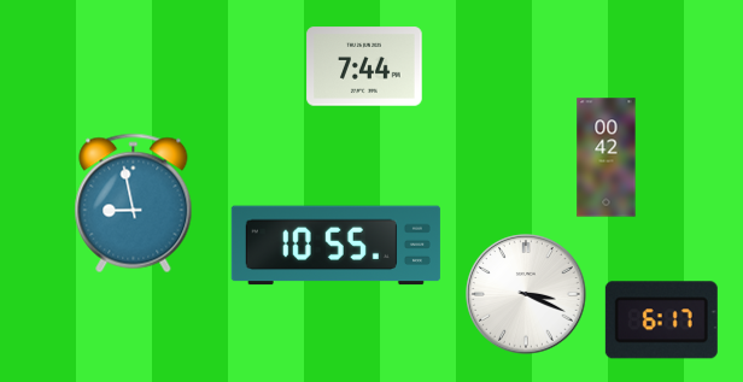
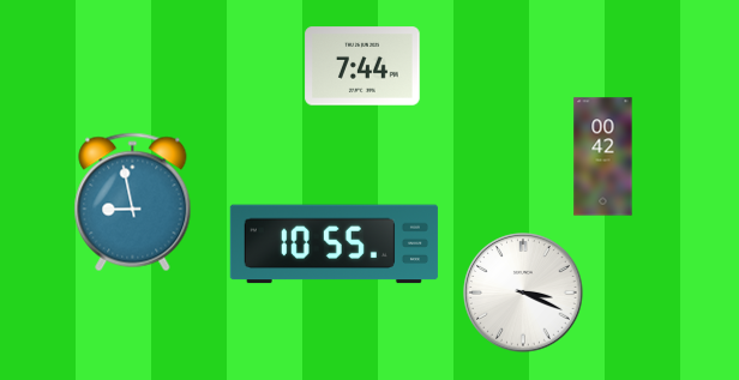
clock at (661, 321): 6:17 -> none
